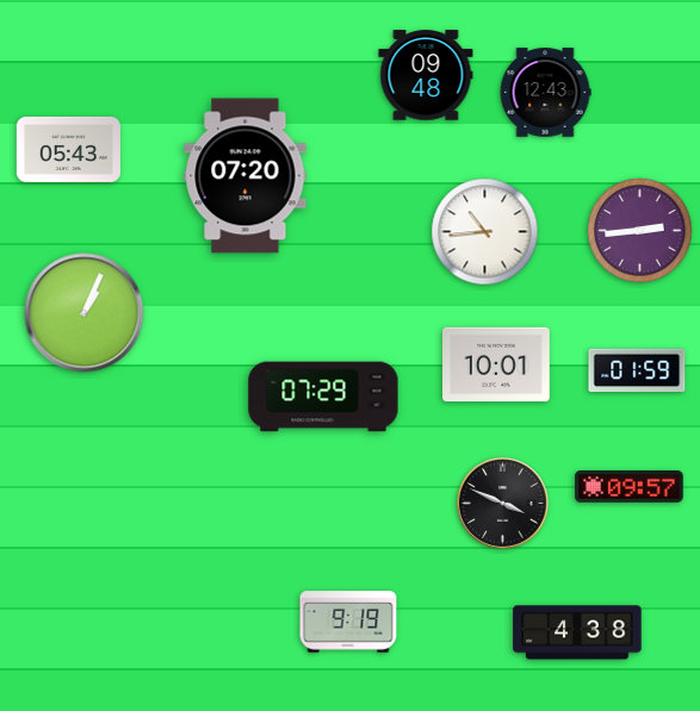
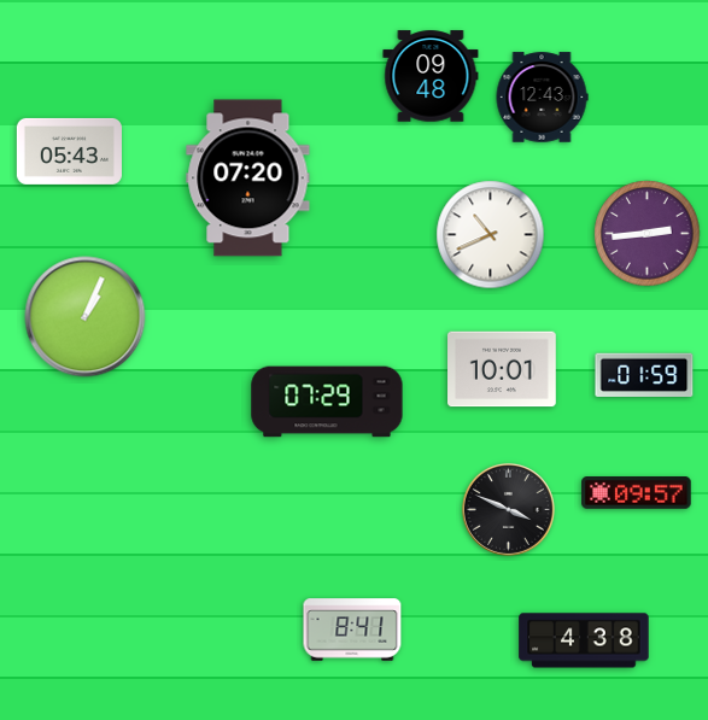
clock at (545, 93) position: (545, 93) -> (542, 98)
clock at (485, 232): 10:44 -> 10:41
clock at (348, 622): 9:19 -> 8:41
